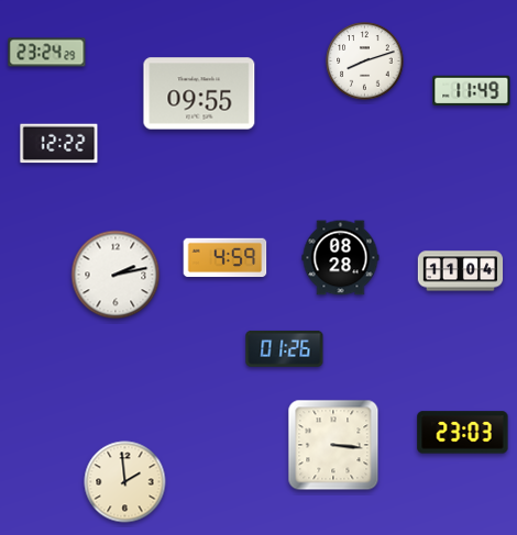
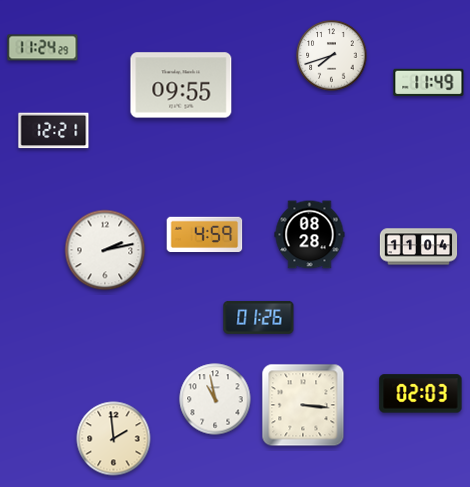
clock at (47, 53): 23:24 -> 11:24
clock at (365, 62): 8:12 -> 7:42
clock at (59, 144): 12:22 -> 12:21
clock at (463, 433): 23:03 -> 02:03
clock at (215, 399): none -> 10:58
